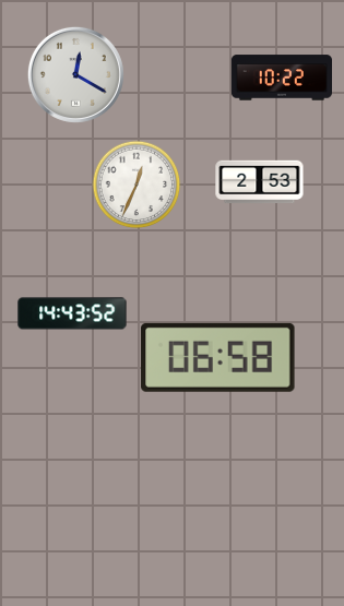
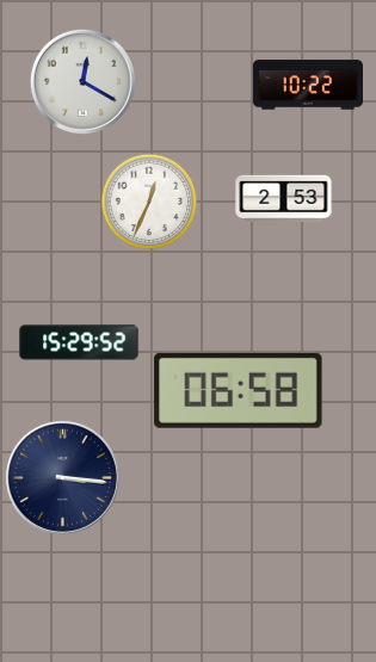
clock at (72, 313): 14:43 -> 15:29
clock at (62, 477): none -> 3:16
